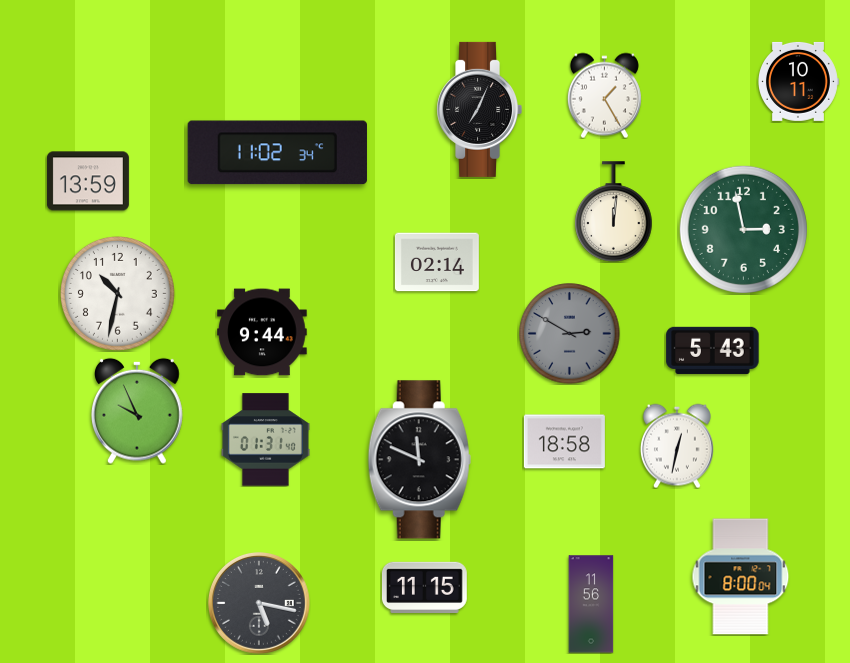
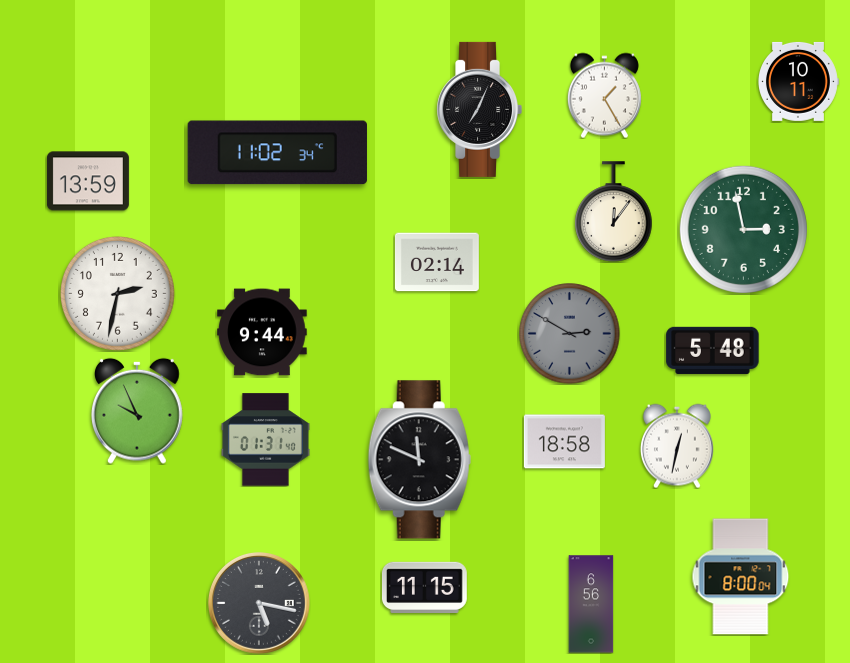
clock at (614, 212): 12:01 -> 12:06
clock at (117, 293): 10:32 -> 2:32
clock at (713, 350): 5:43 -> 5:48
clock at (591, 604): 11:56 -> 6:56
